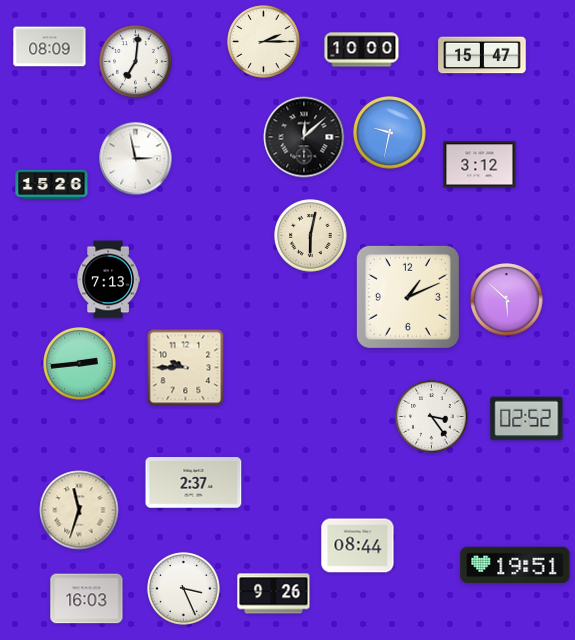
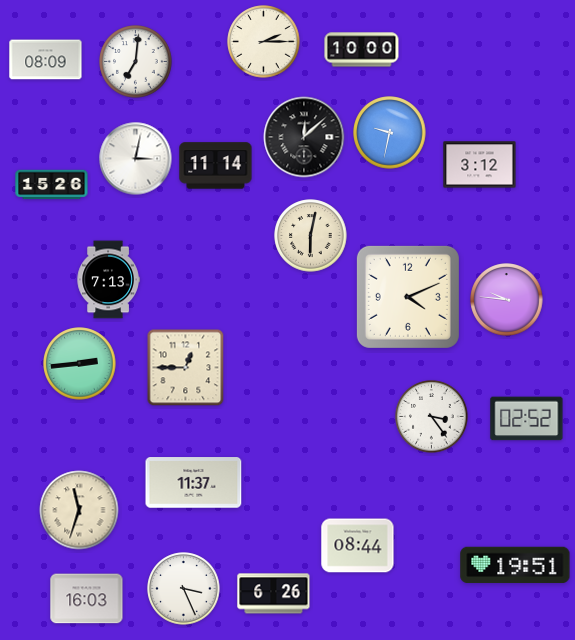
clock at (50, 47) position: (50, 47) -> (46, 60)
clock at (482, 55): 15:47 -> none
clock at (136, 159): 2:58 -> 3:02
clock at (216, 166): none -> 11:14
clock at (408, 297): 1:11 -> 4:11
clock at (507, 300): 5:52 -> 9:46
clock at (186, 368): 9:45 -> 12:45
clock at (194, 483): 2:37 -> 11:37
clock at (274, 594): 9:26 -> 6:26
